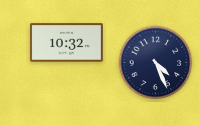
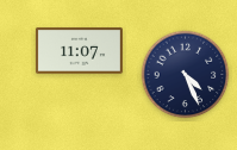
clock at (66, 43): 10:32 -> 11:07
